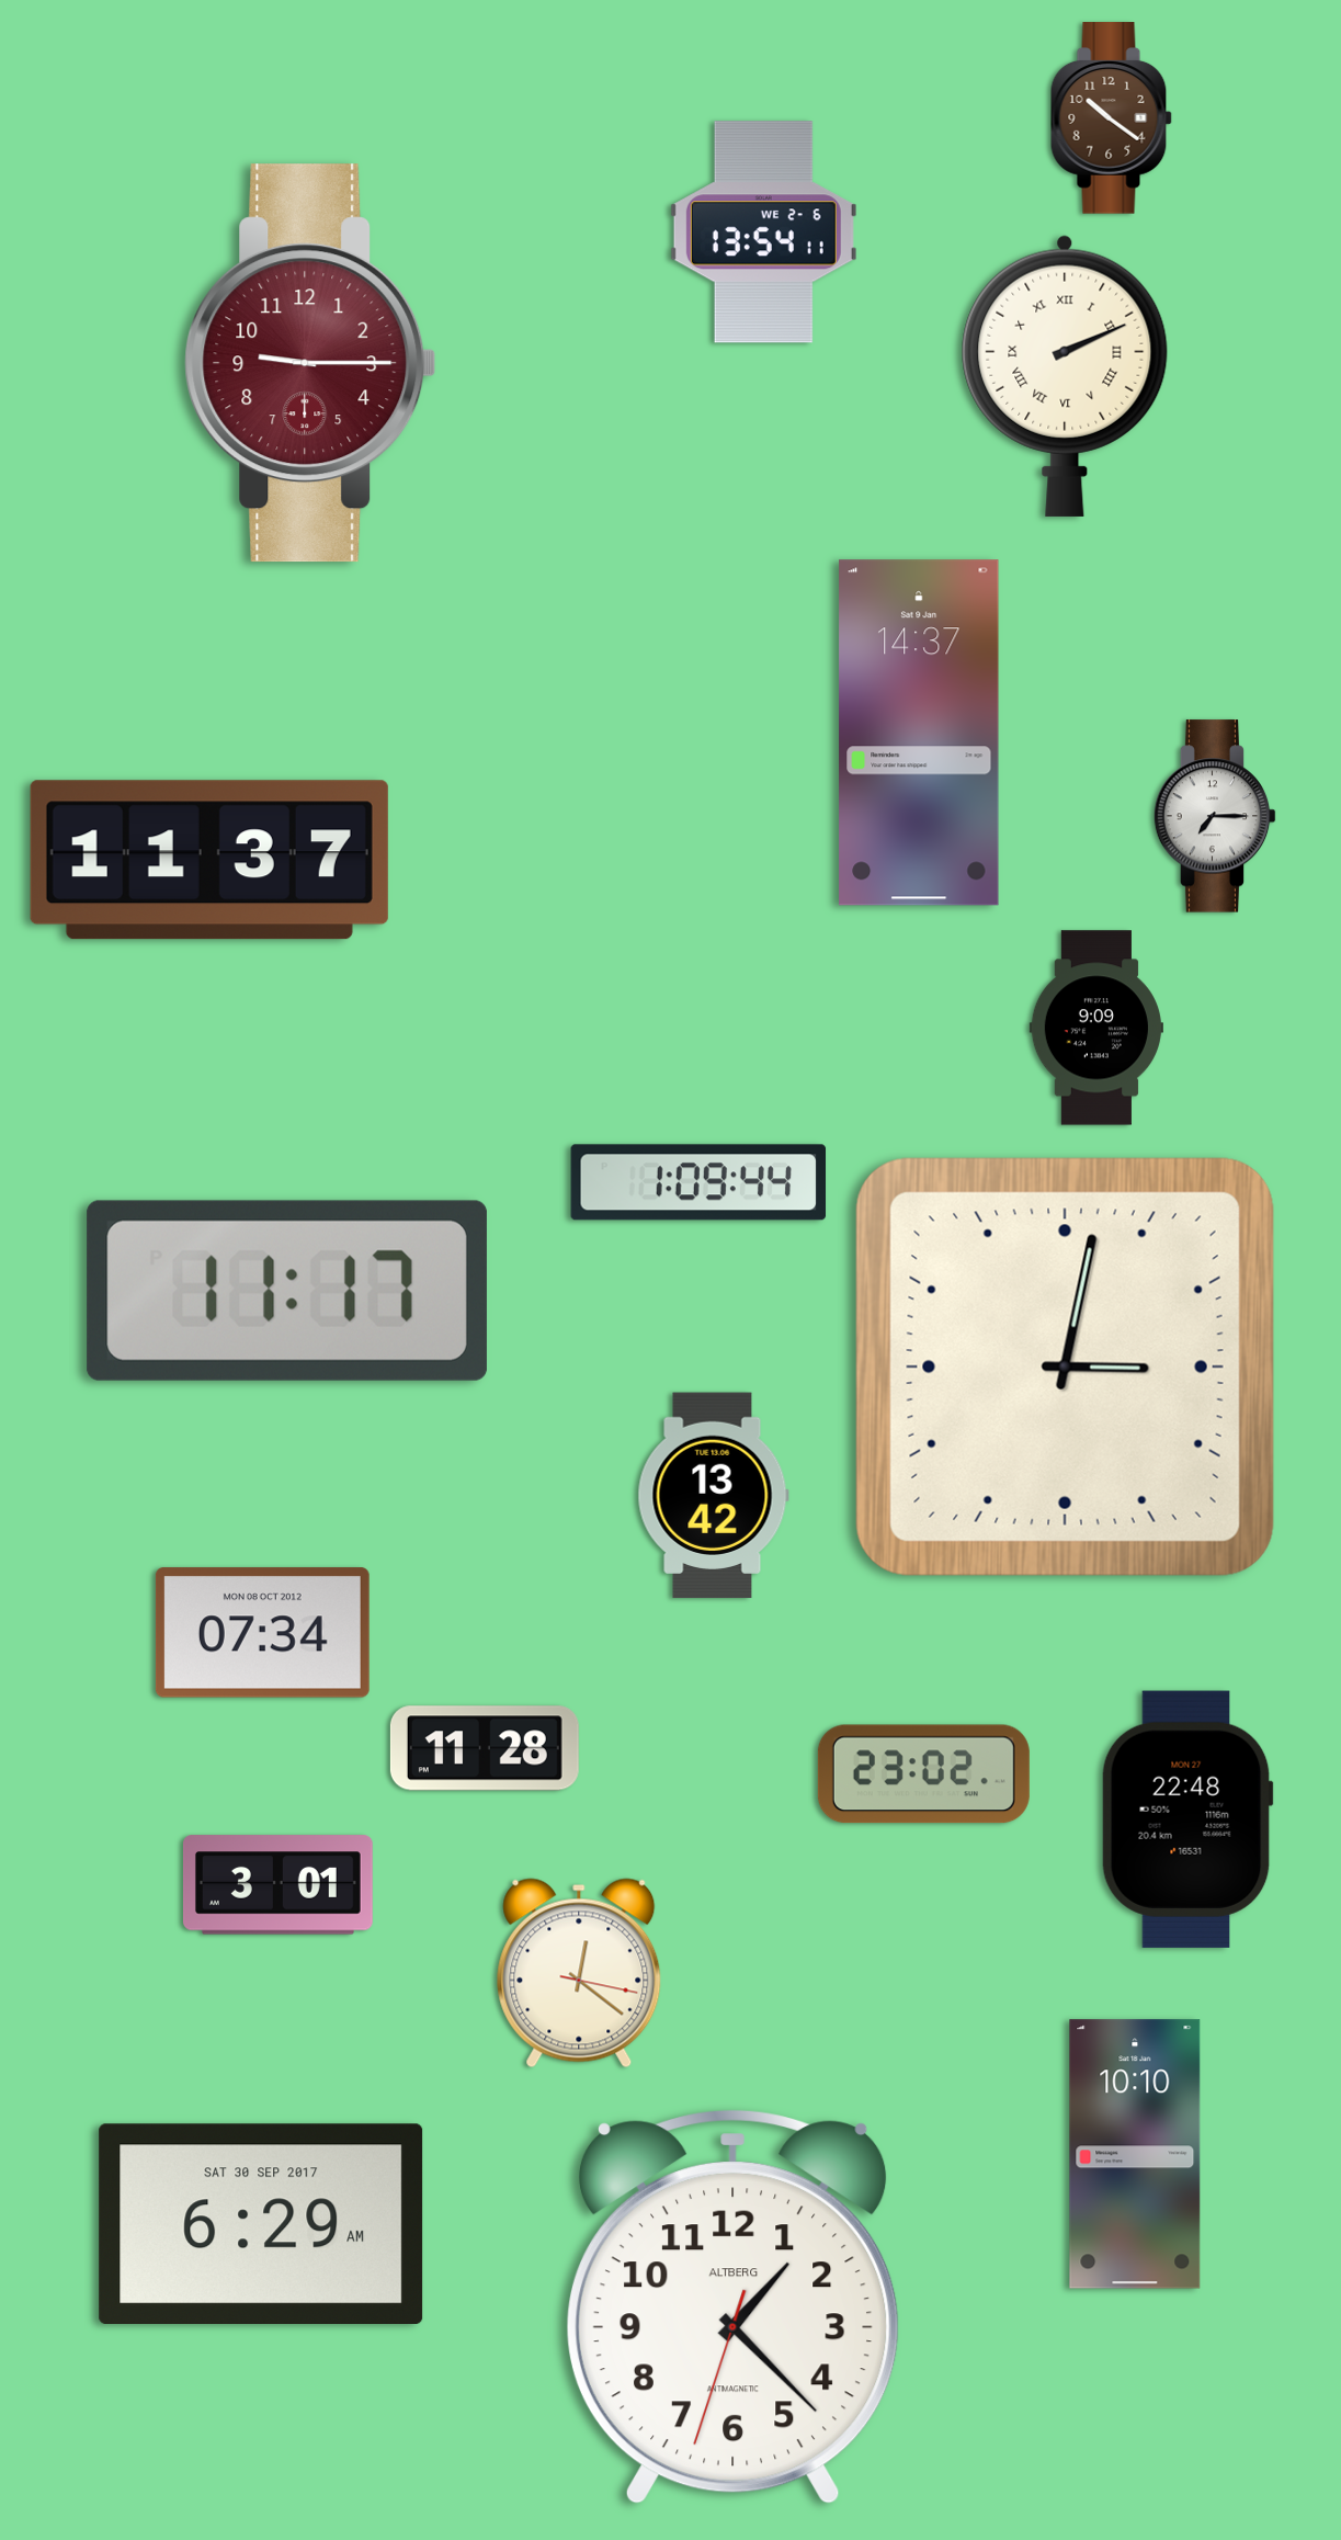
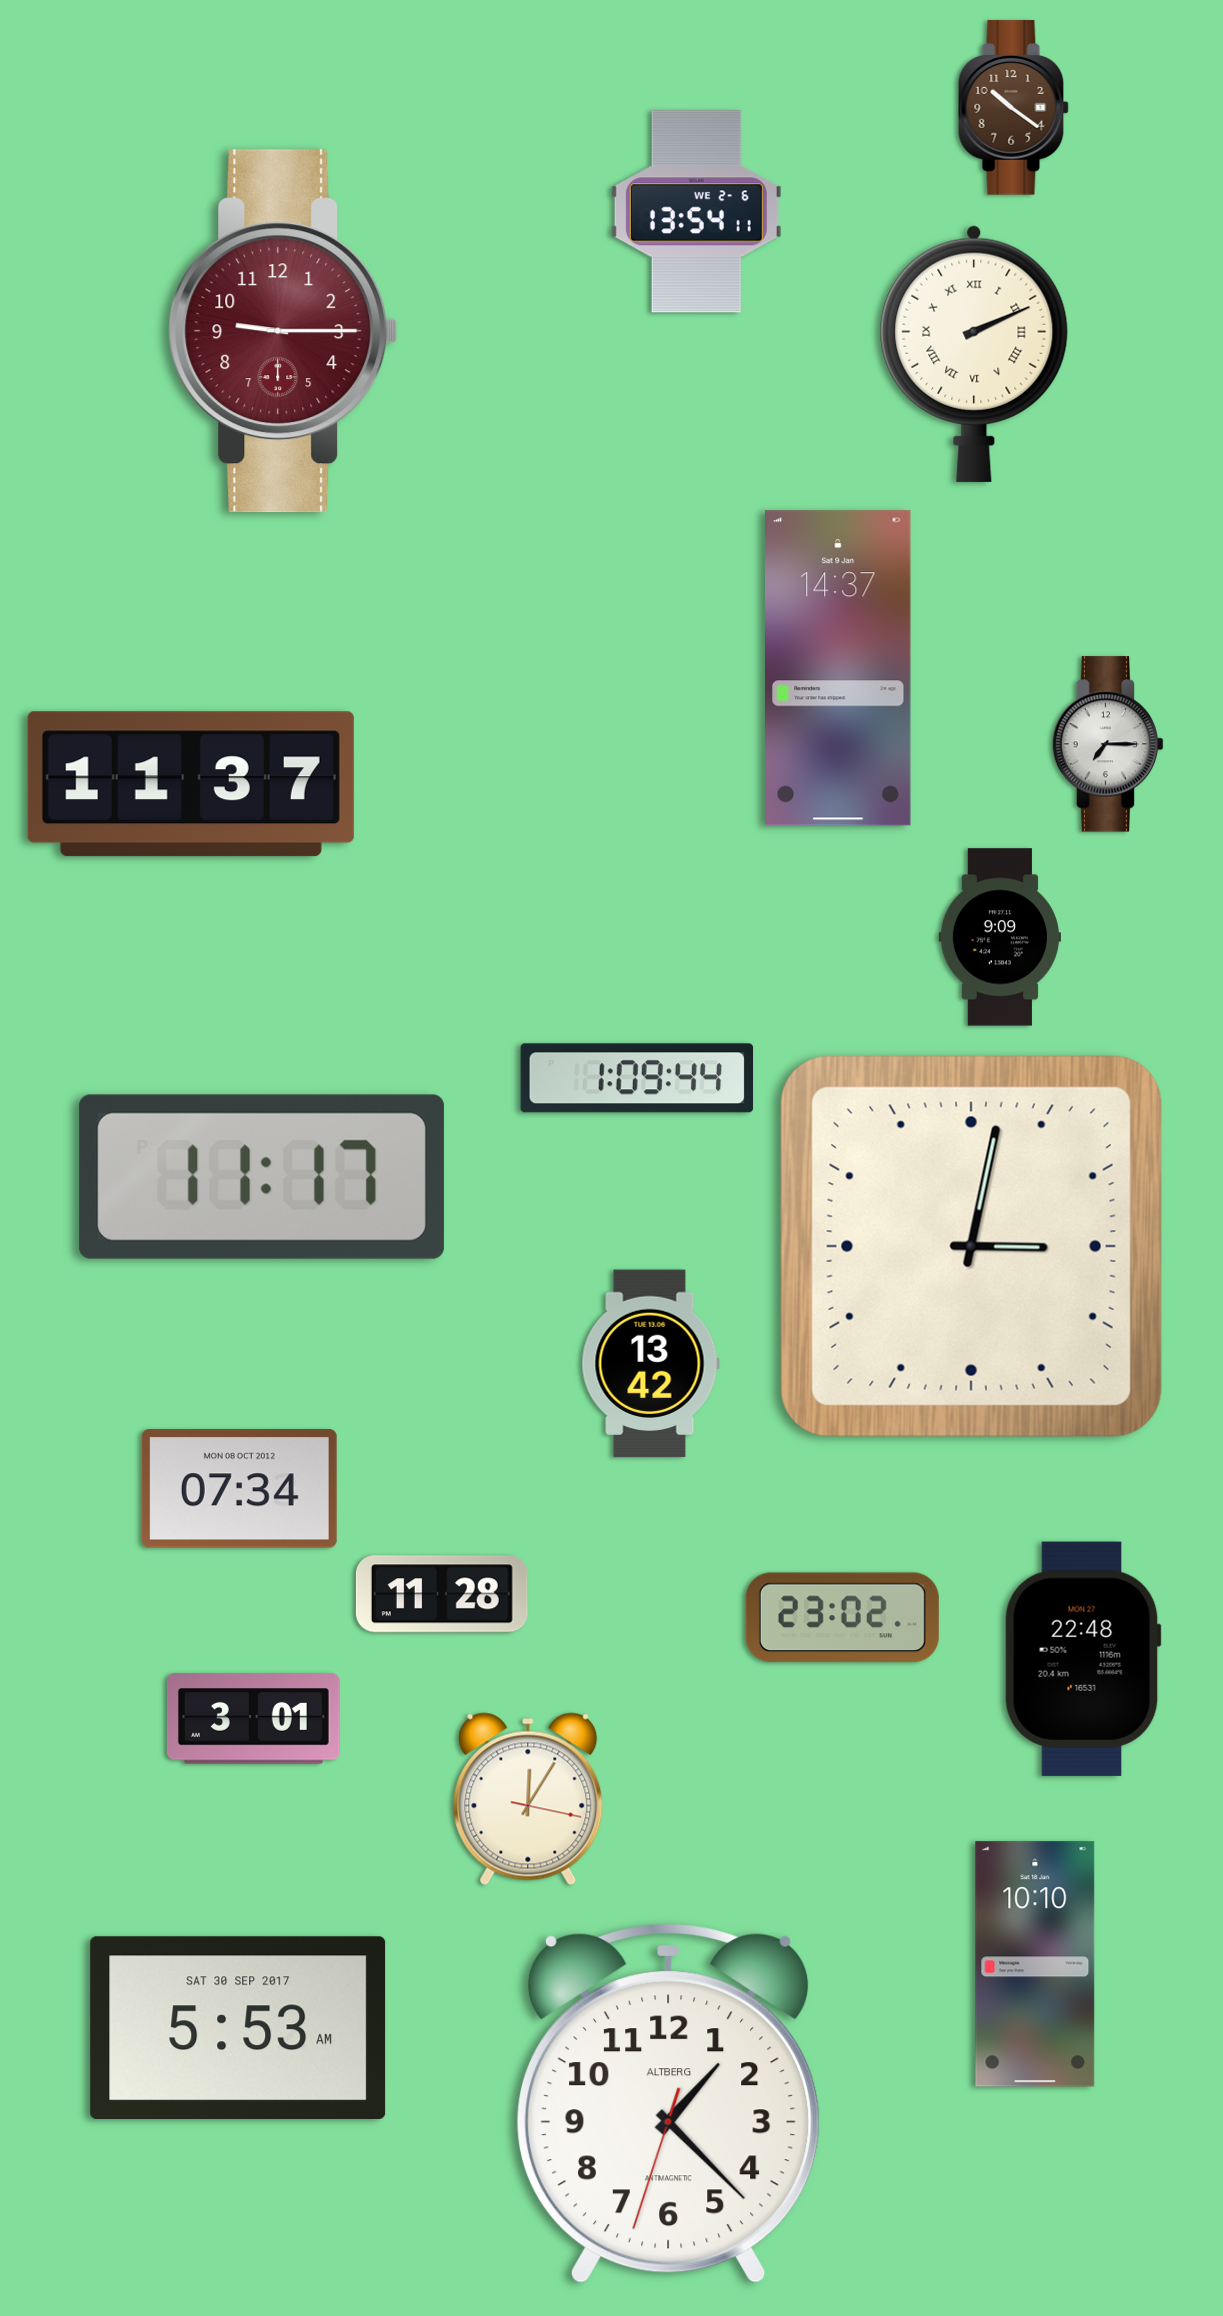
clock at (1065, 376) position: (1065, 376) -> (974, 354)
clock at (579, 1973): 12:21 -> 12:05
clock at (261, 2223): 6:29 -> 5:53
